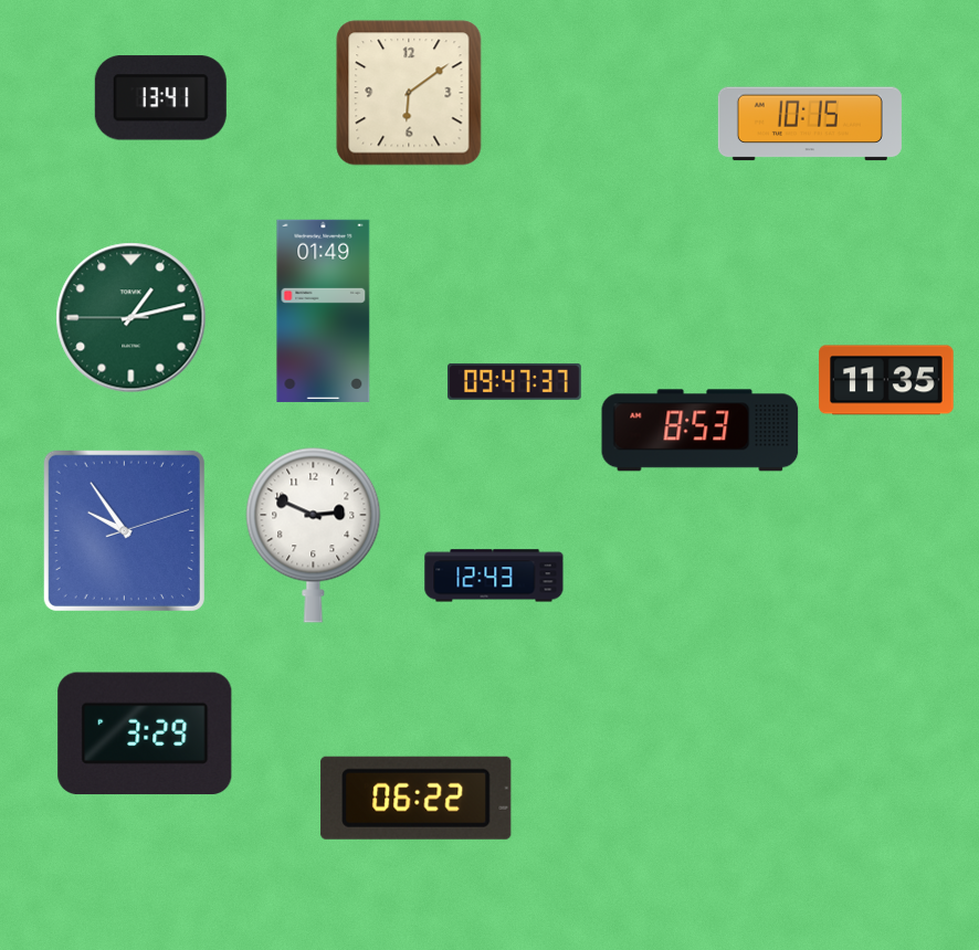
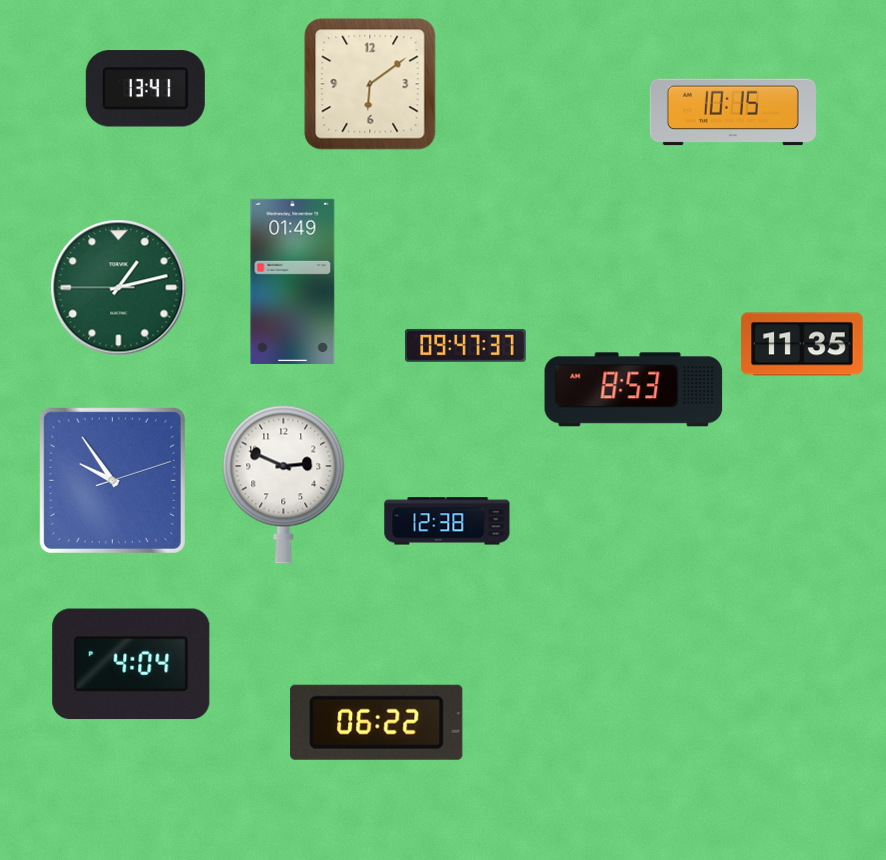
clock at (494, 576): 12:43 -> 12:38
clock at (145, 733): 3:29 -> 4:04
